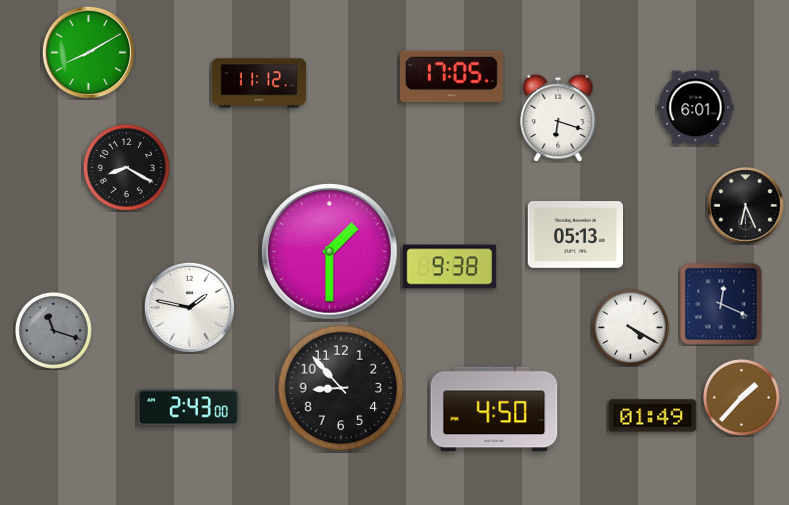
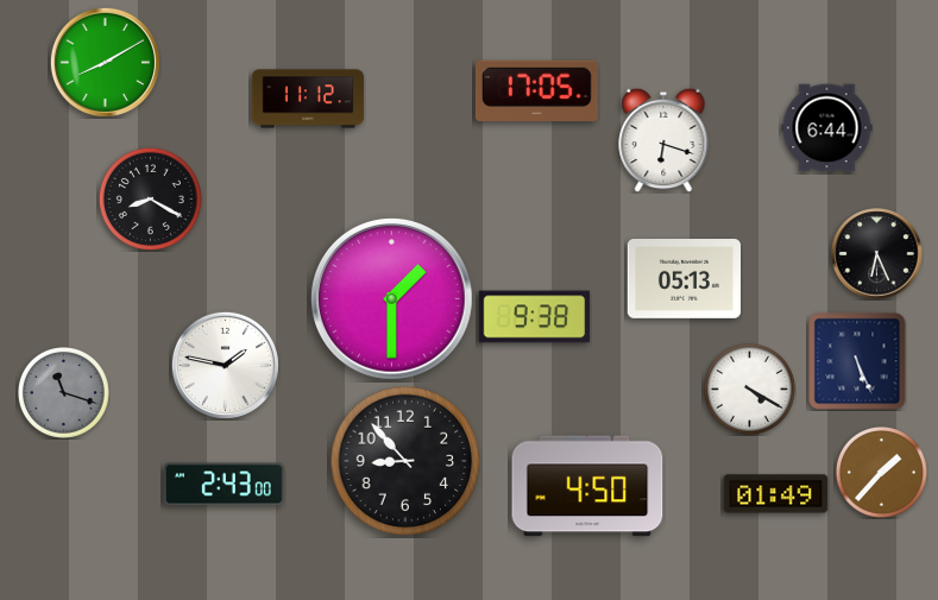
clock at (696, 108): 6:01 -> 6:44
clock at (746, 206) position: (746, 206) -> (877, 254)
clock at (721, 304): 12:19 -> 5:26
